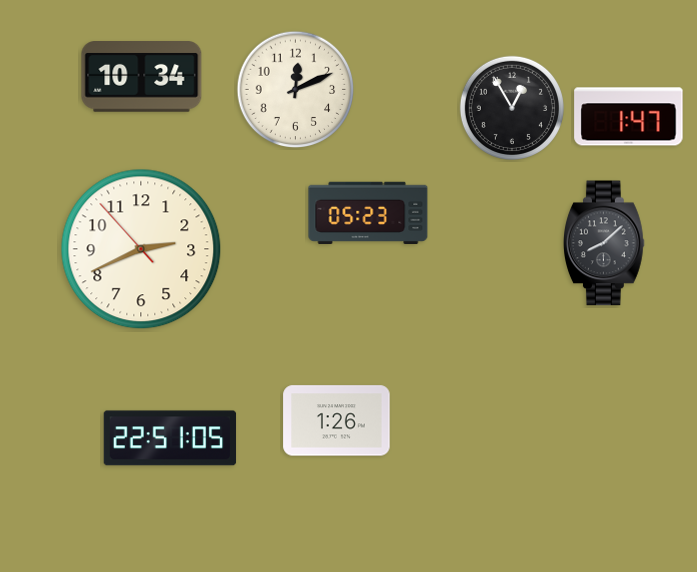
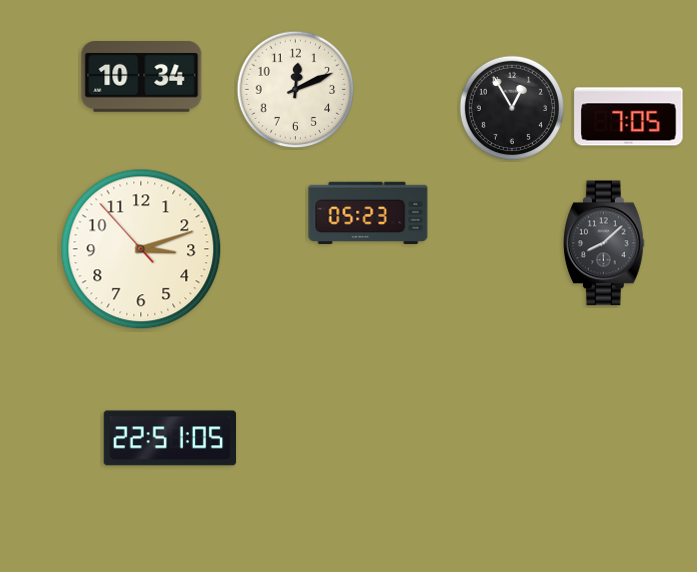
clock at (629, 117): 1:47 -> 7:05
clock at (141, 249): 2:40 -> 3:11
clock at (337, 421): 1:26 -> none
